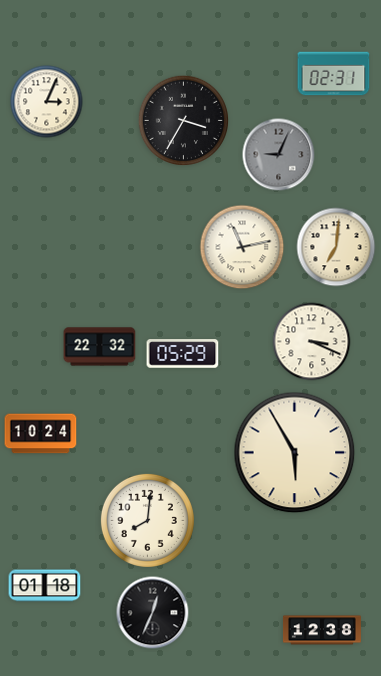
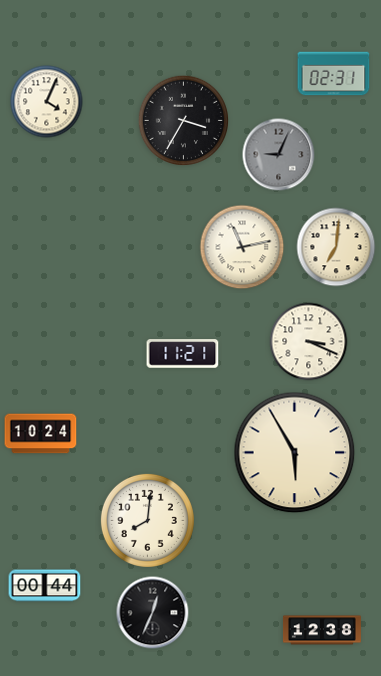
clock at (47, 102): 3:04 -> 4:04
clock at (312, 342) position: (312, 342) -> (309, 342)
clock at (100, 347): 22:32 -> none
clock at (183, 354): 05:29 -> 11:21
clock at (45, 586): 01:18 -> 00:44
